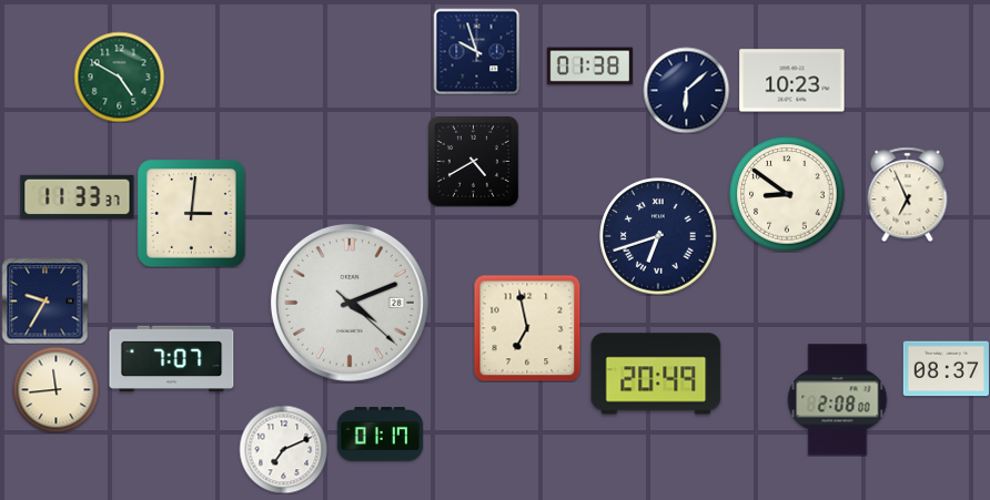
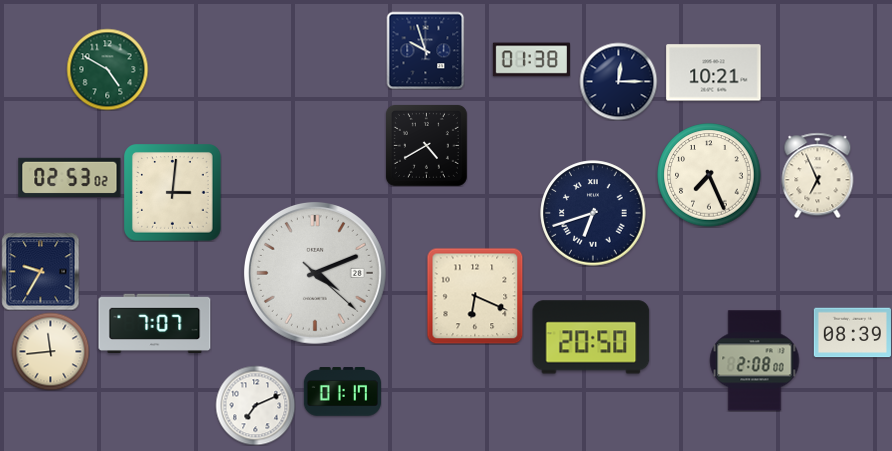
clock at (476, 51) position: (476, 51) -> (425, 50)
clock at (792, 81): 10:23 -> 10:21
clock at (686, 90): 6:08 -> 12:15
clock at (787, 194): 8:51 -> 7:26
clock at (78, 196): 11:33 -> 02:53
clock at (527, 328): 6:58 -> 6:19
clock at (946, 369): 08:37 -> 08:39
clock at (656, 374): 20:49 -> 20:50
